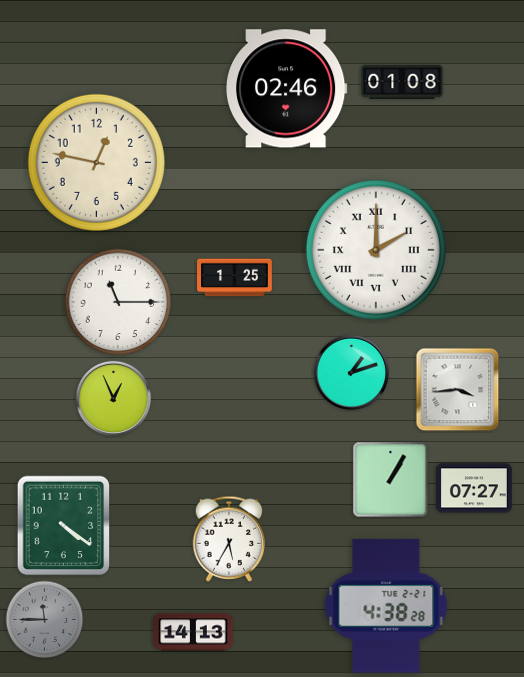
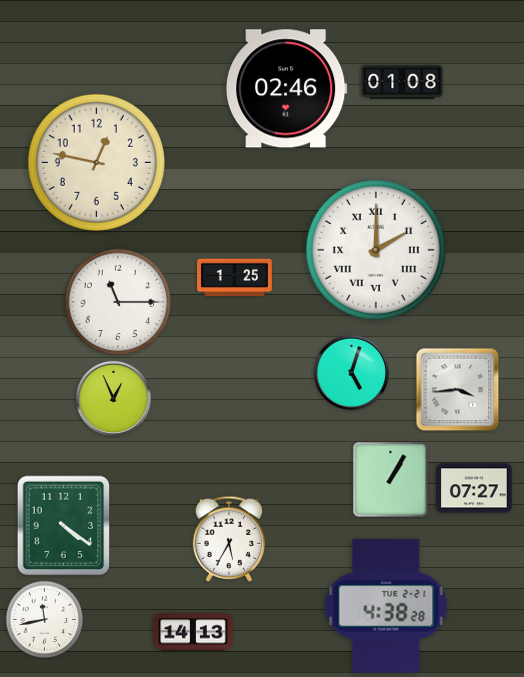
clock at (351, 372): 1:12 -> 5:03
clock at (45, 620): 11:45 -> 11:43
clock at (45, 620) dial: grey -> white
